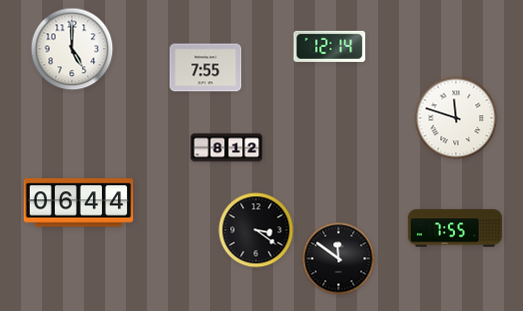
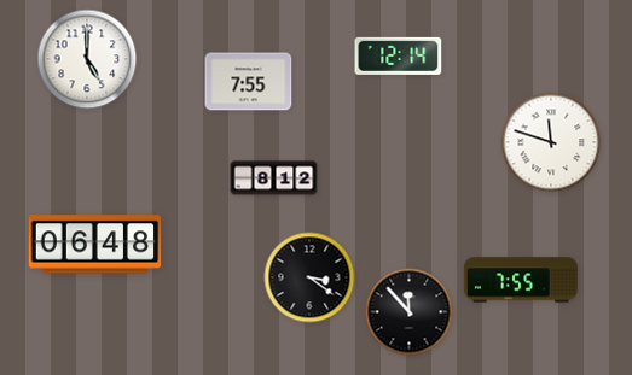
clock at (79, 203): 06:44 -> 06:48
clock at (455, 228) position: (455, 228) -> (521, 280)
clock at (339, 259): 11:51 -> 11:53
